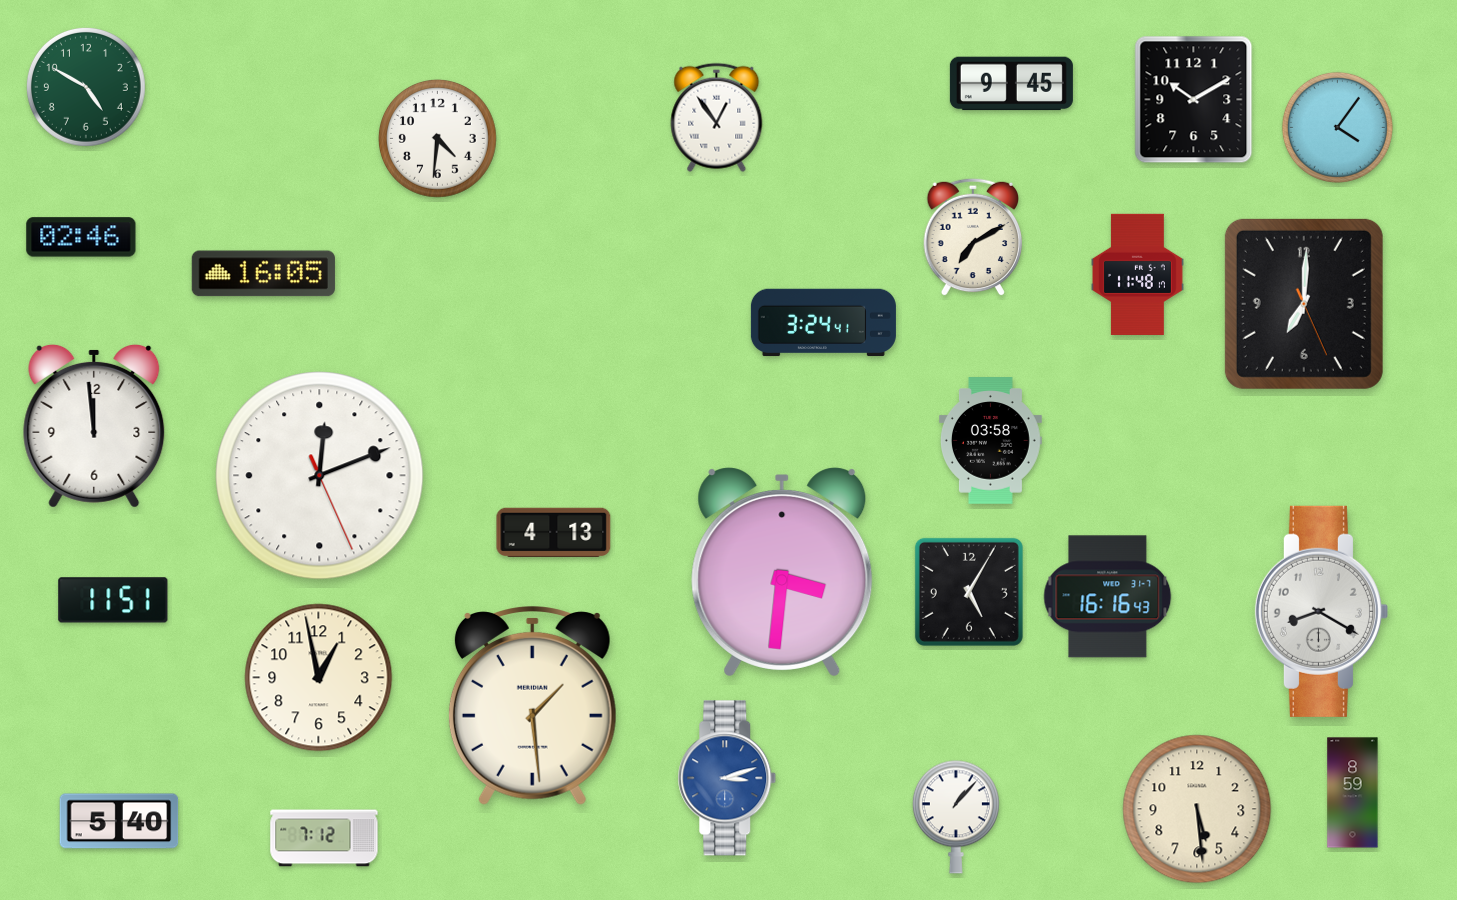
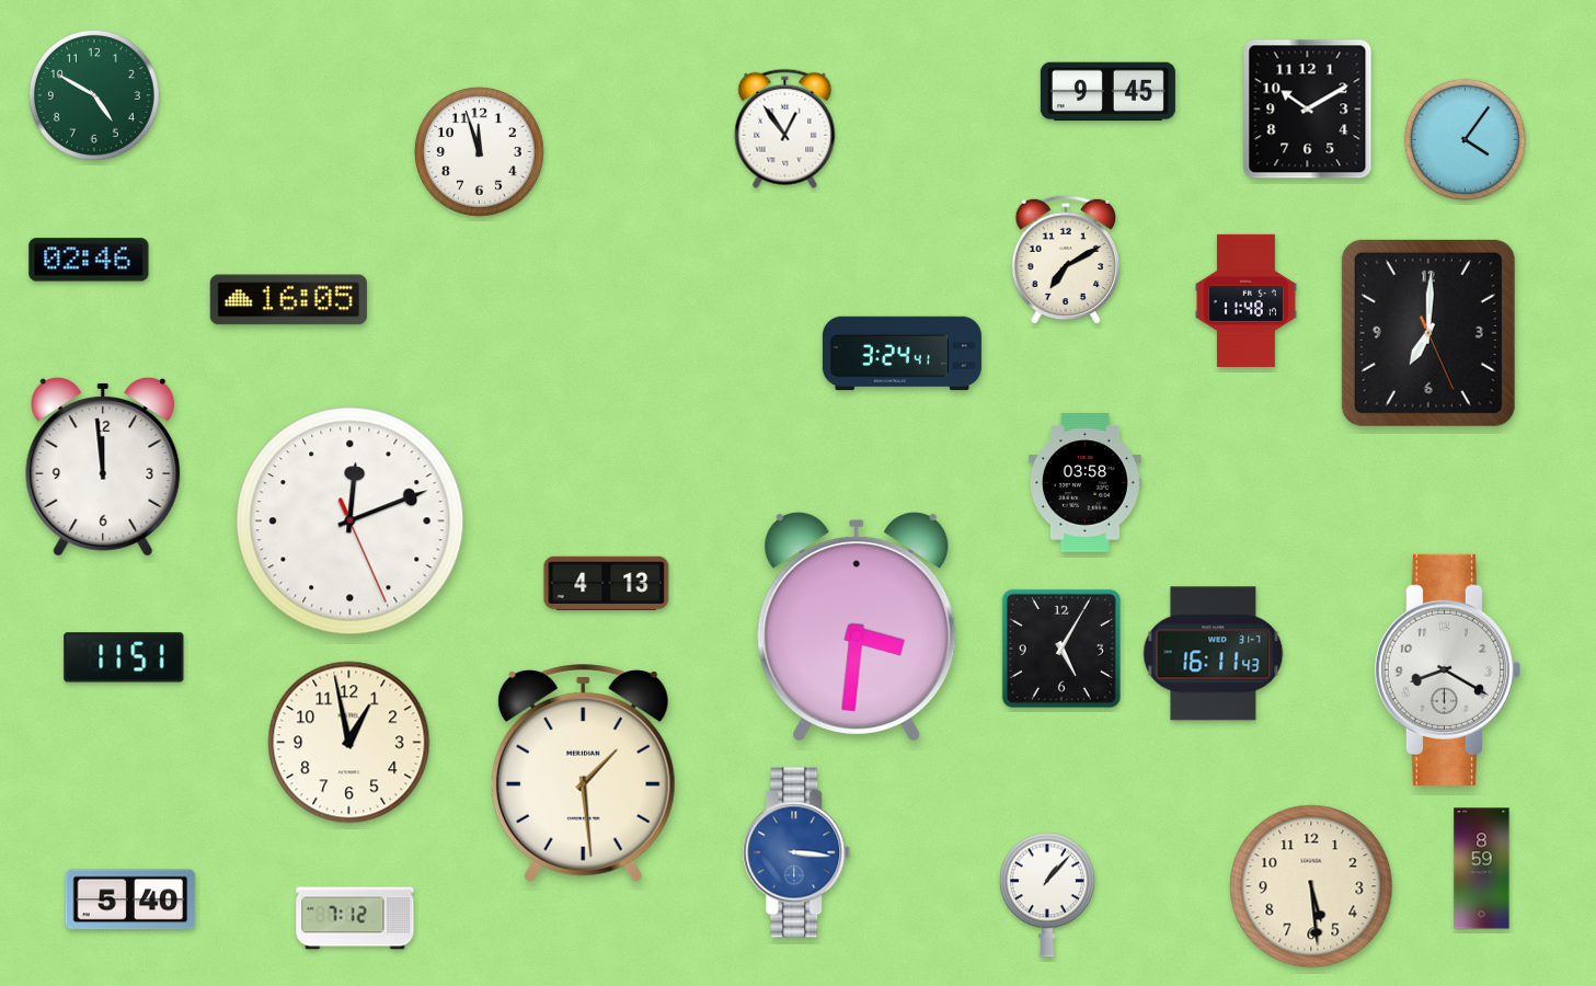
clock at (437, 138): 4:31 -> 11:57
clock at (1108, 597): 16:16 -> 16:11
clock at (727, 778): 3:12 -> 3:16
